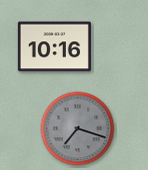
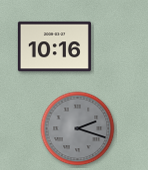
clock at (78, 129): 7:18 -> 2:18
